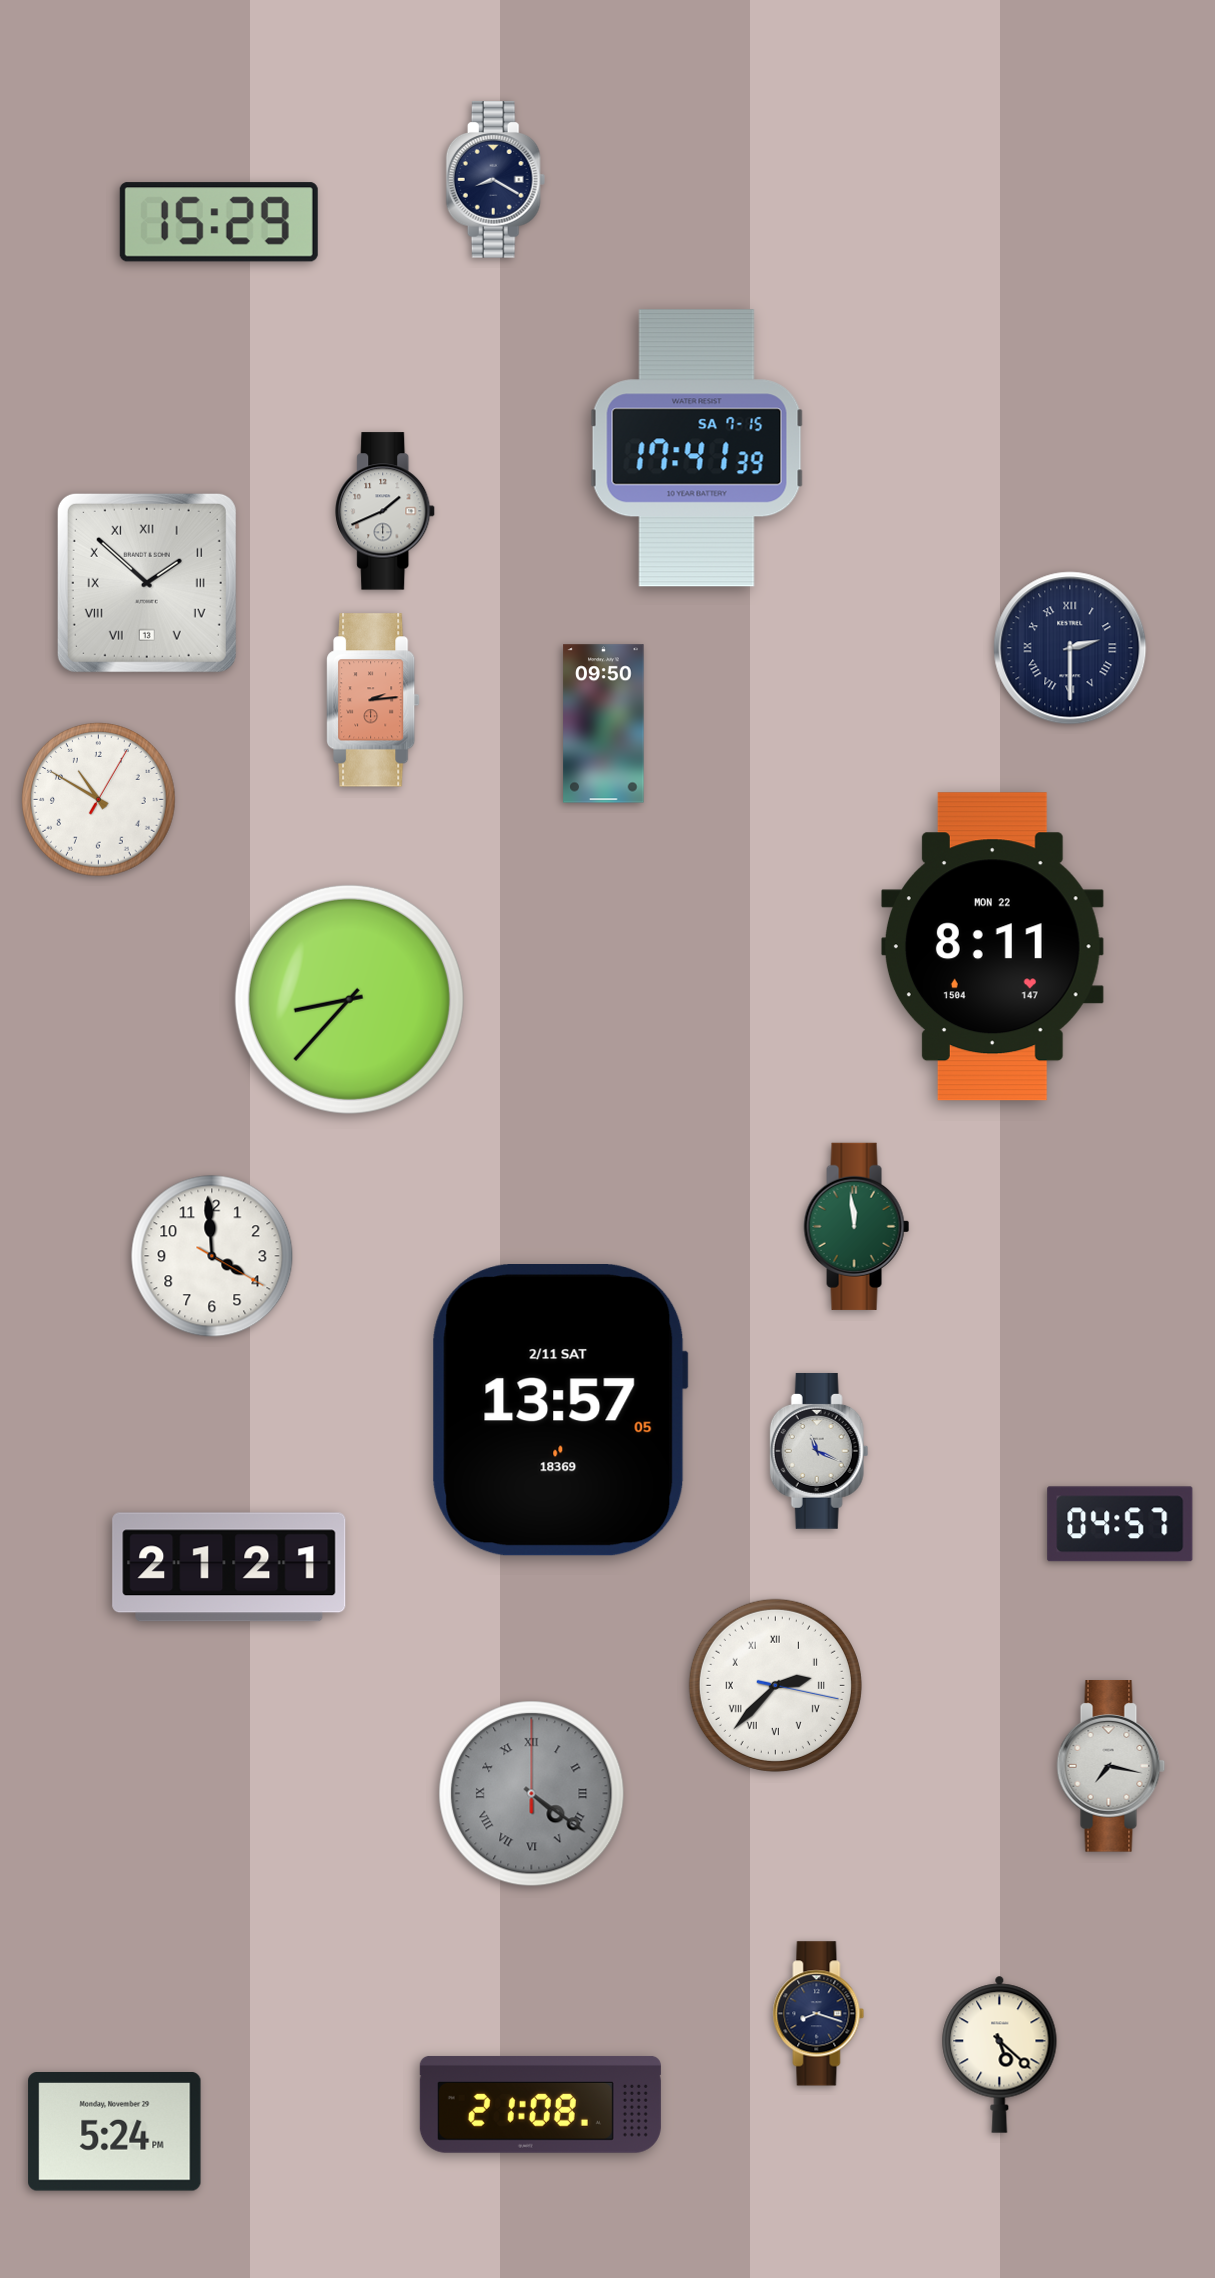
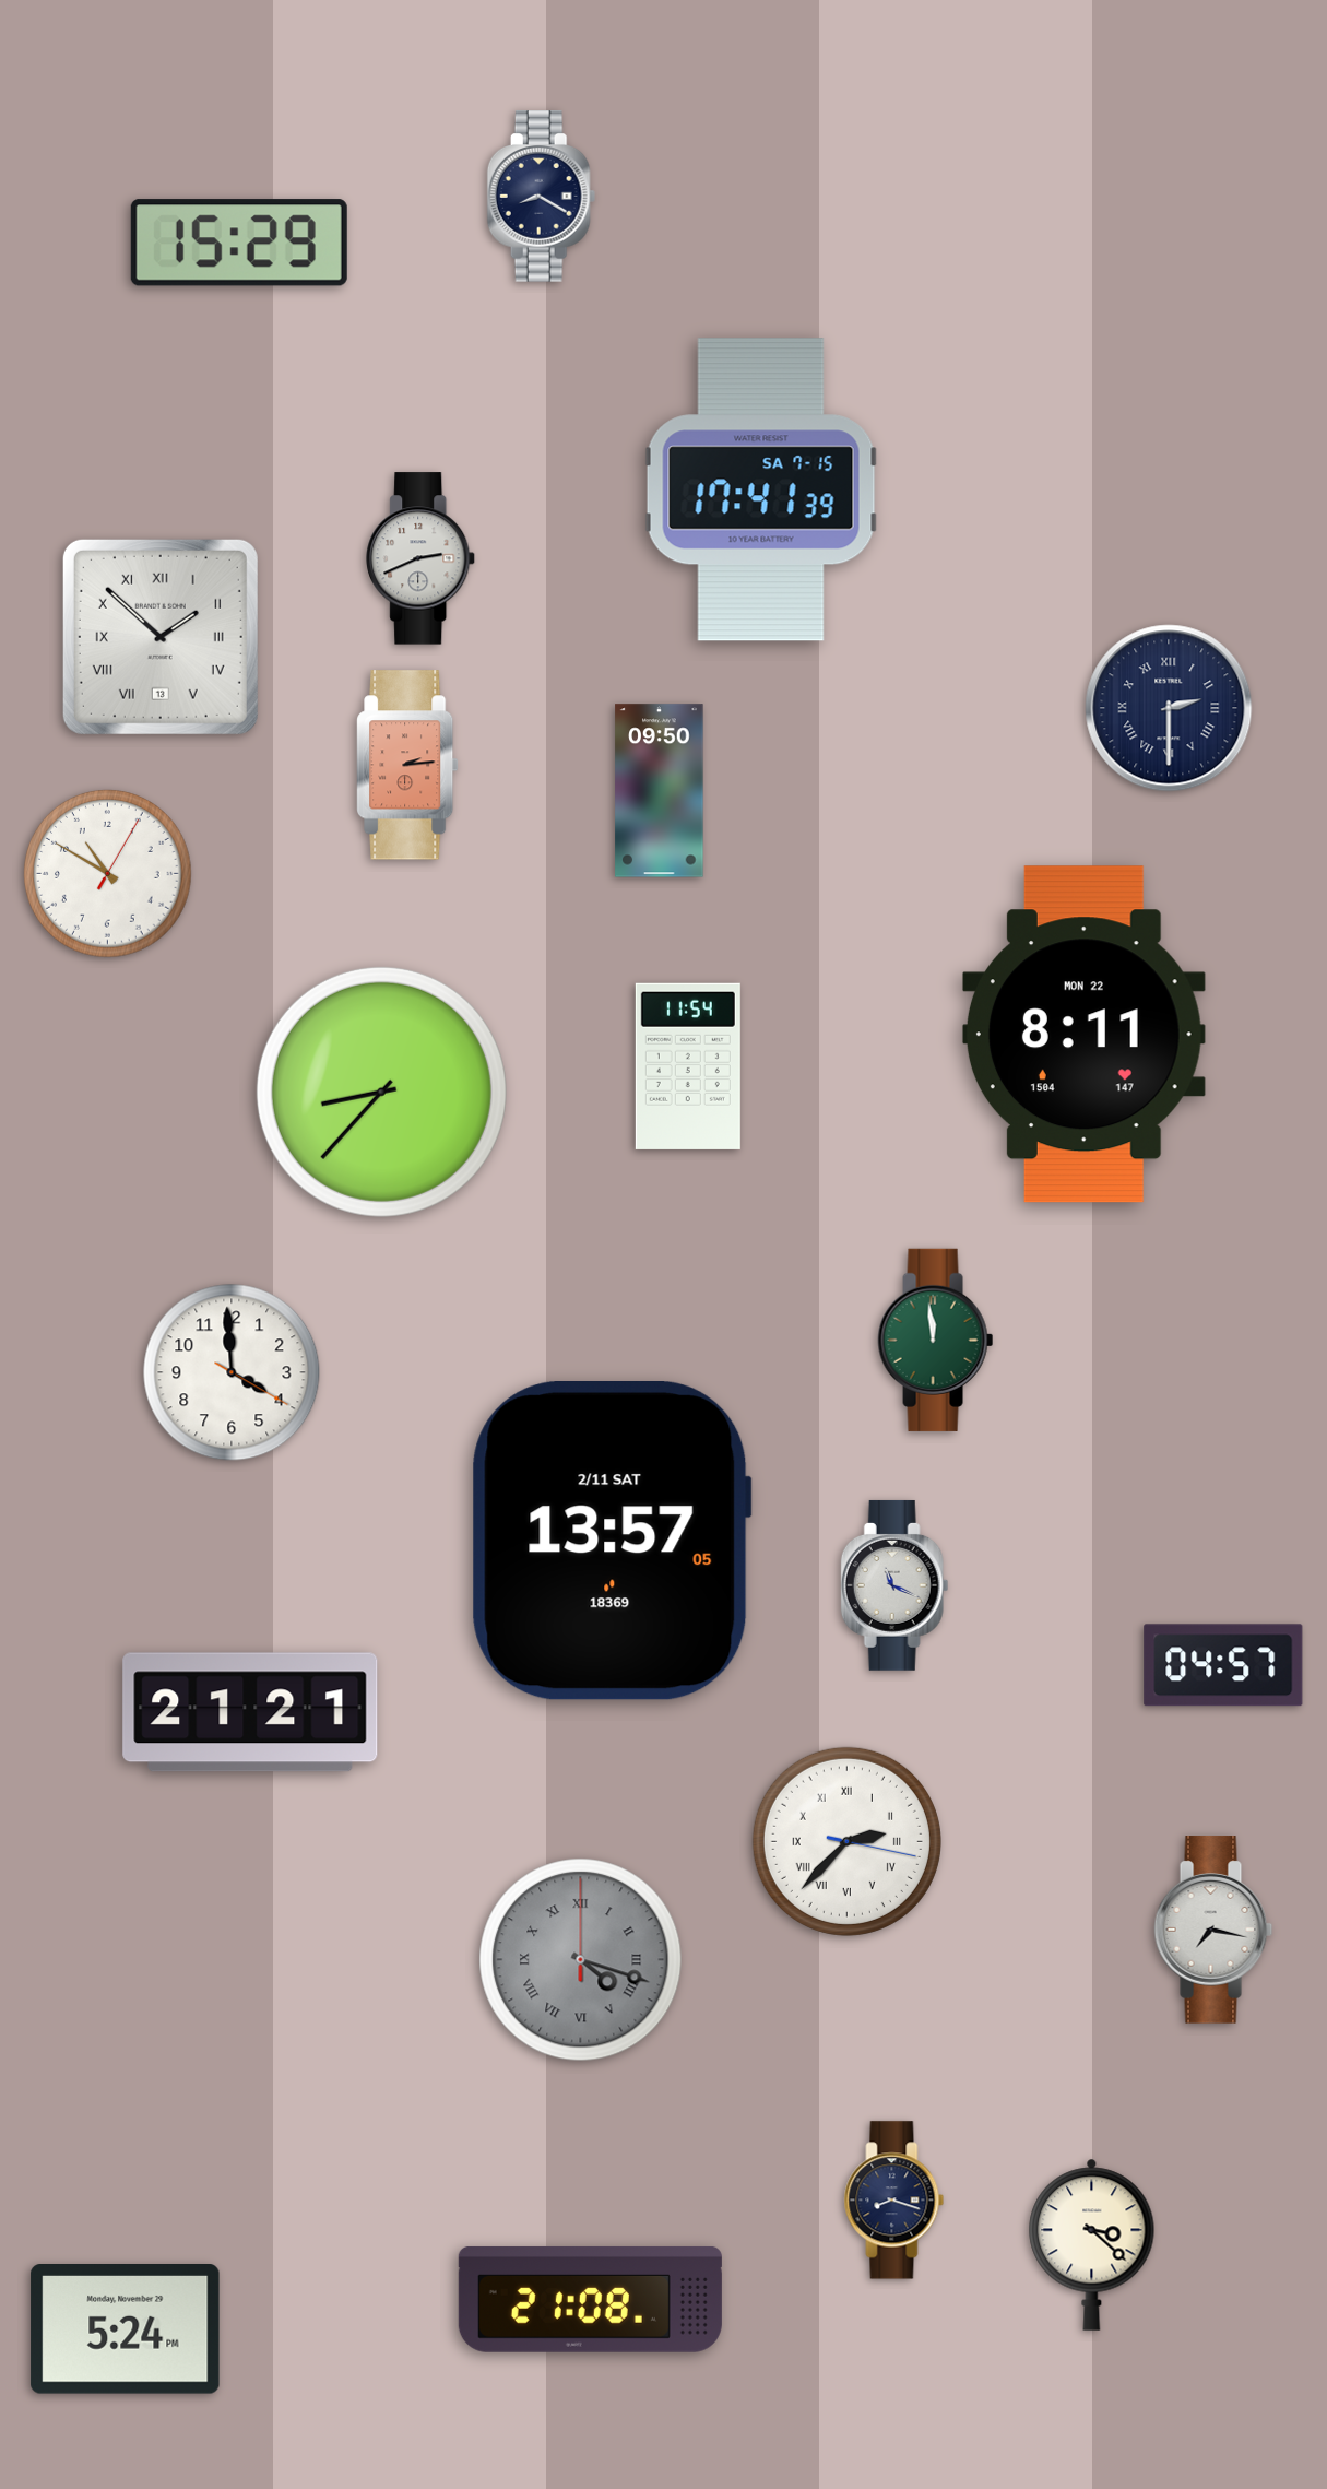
clock at (386, 511): 1:41 -> 2:41
clock at (688, 1066): none -> 11:54
clock at (532, 1794): 4:21 -> 4:18
clock at (1000, 2054): 5:22 -> 3:22
